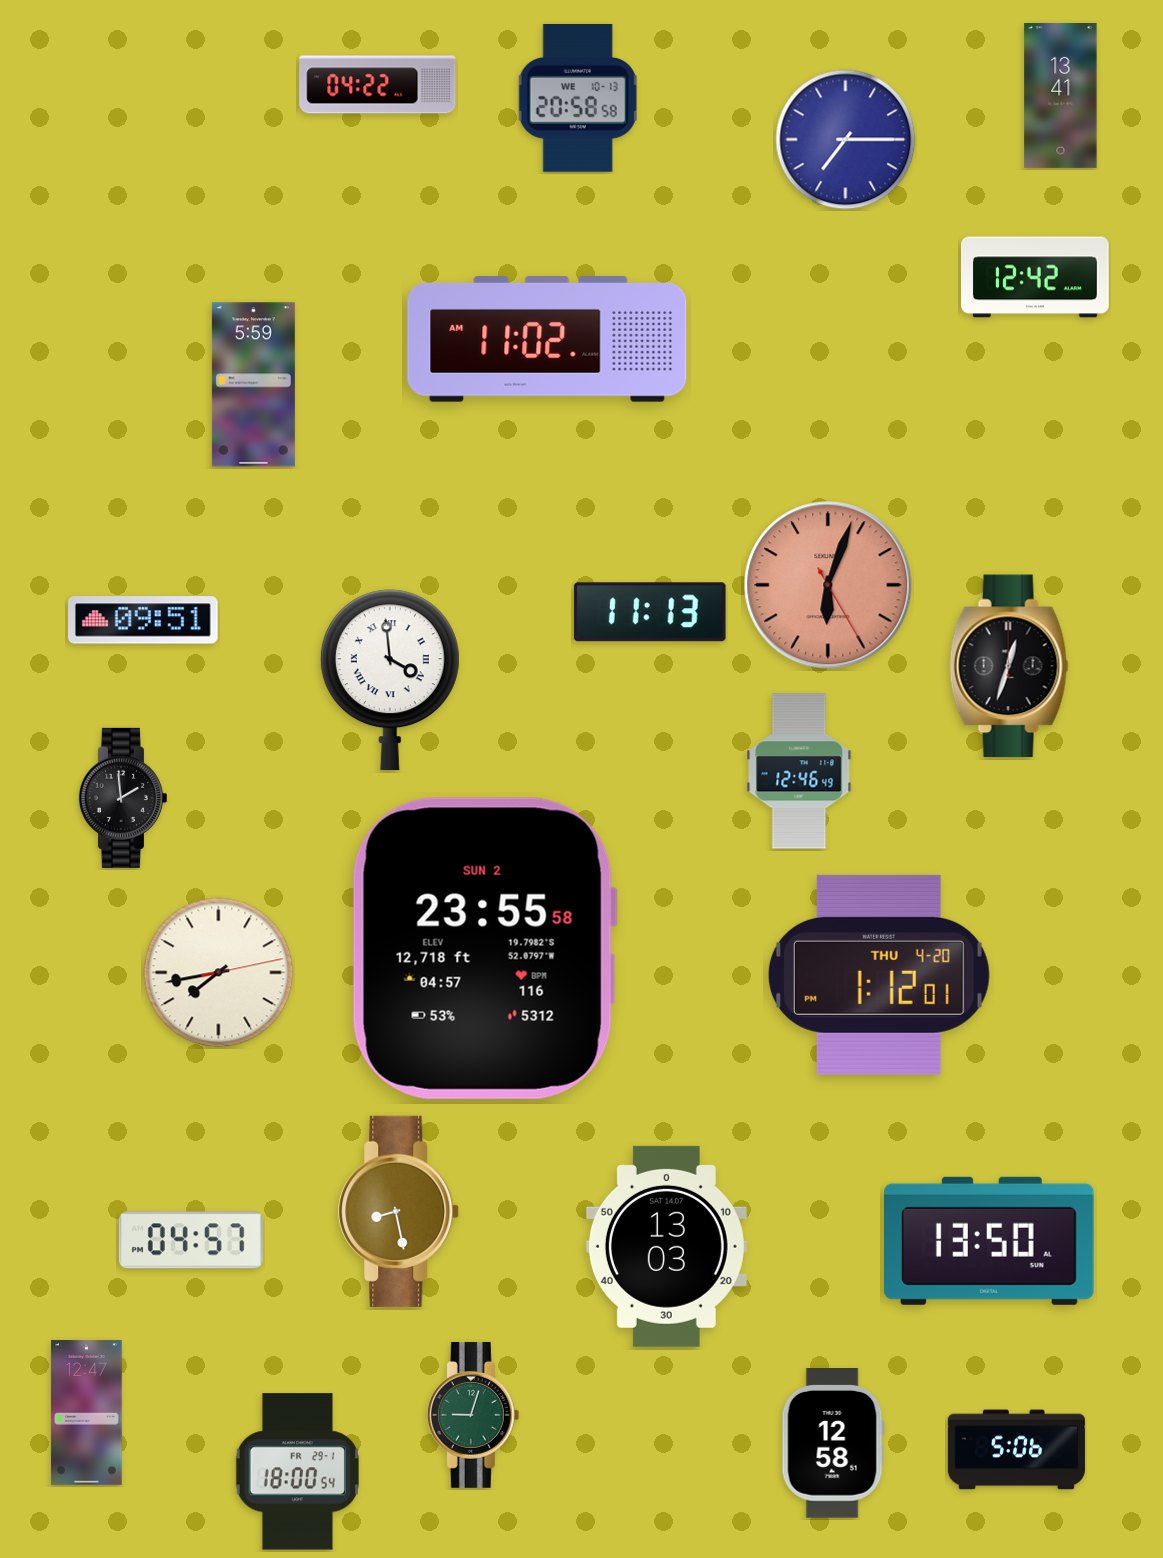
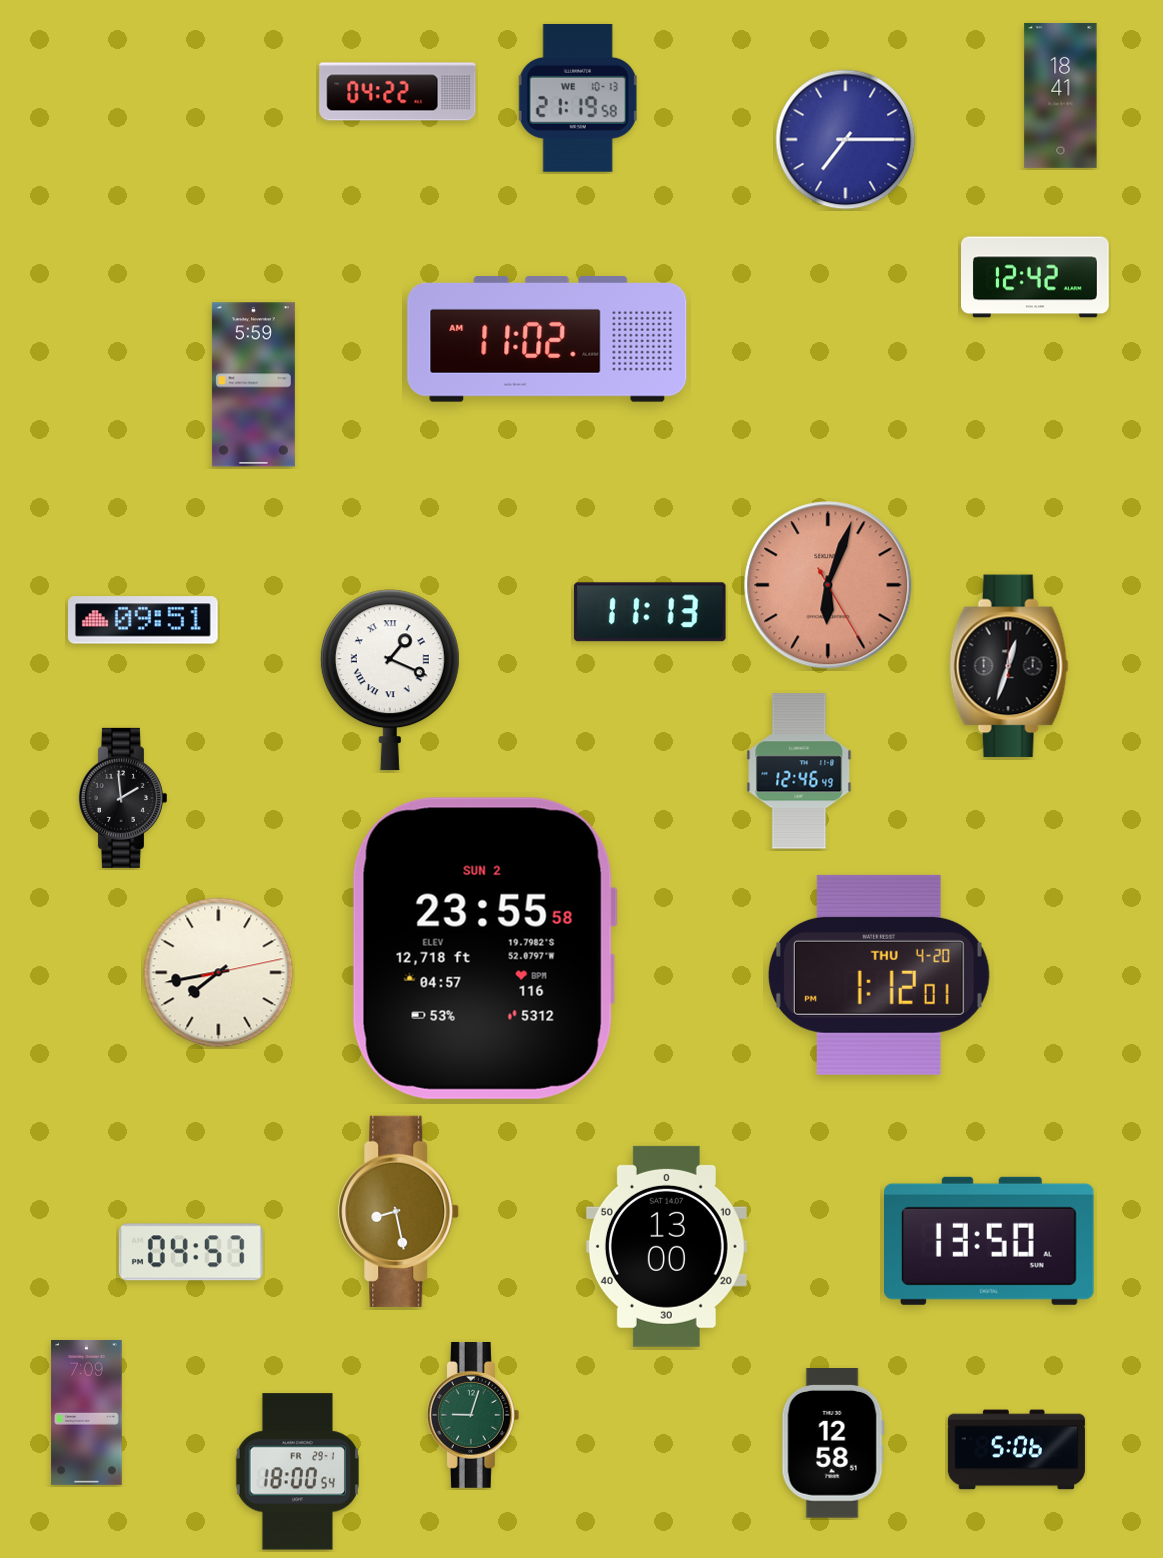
clock at (378, 85) position: (378, 85) -> (398, 92)
clock at (1061, 95): 13:41 -> 18:41
clock at (578, 98): 20:58 -> 21:19
clock at (390, 680): 3:59 -> 1:19
clock at (191, 1240) position: (191, 1240) -> (191, 1252)
clock at (666, 1246): 13:03 -> 13:00
clock at (87, 1412): 12:47 -> 7:09
